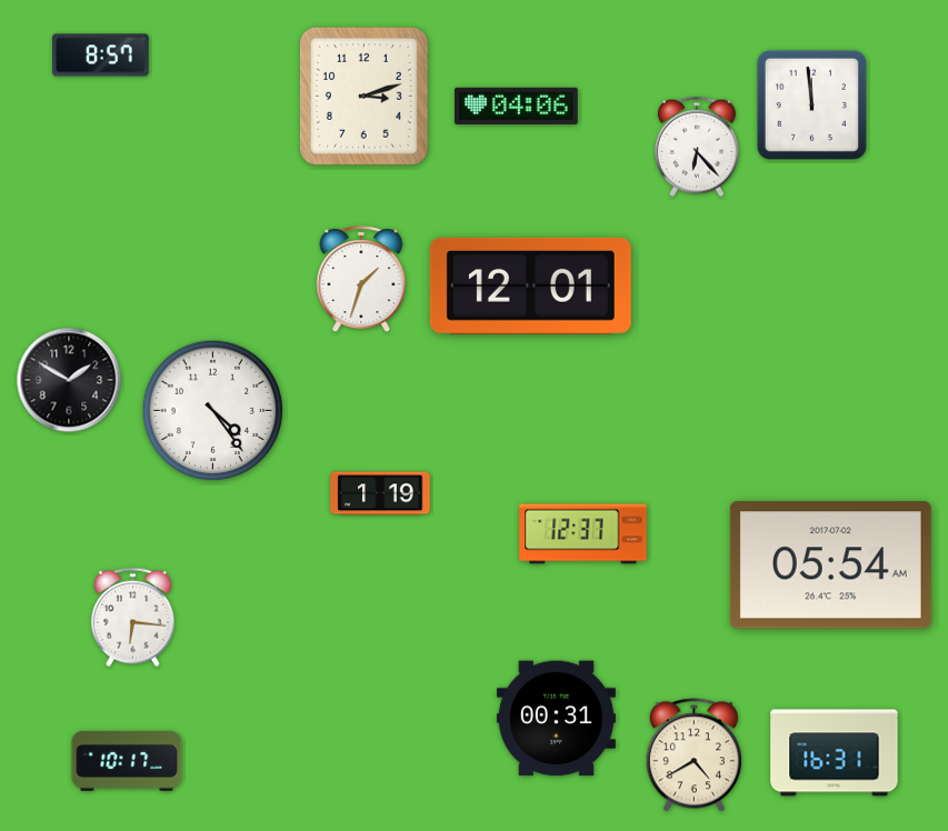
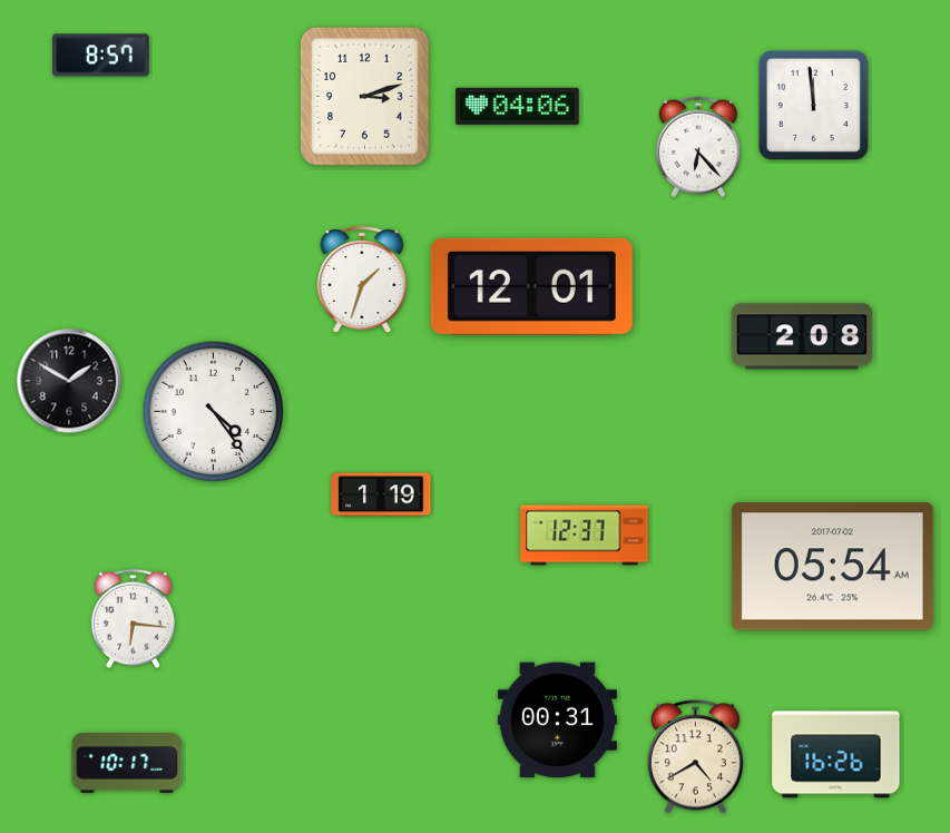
clock at (802, 336): none -> 2:08
clock at (835, 753): 16:31 -> 16:26
